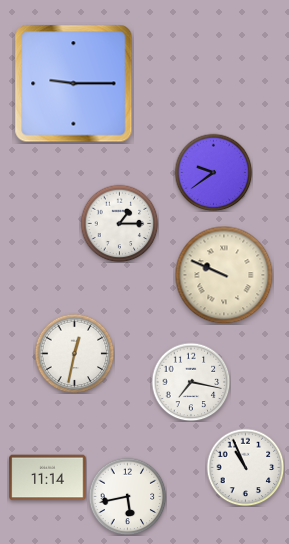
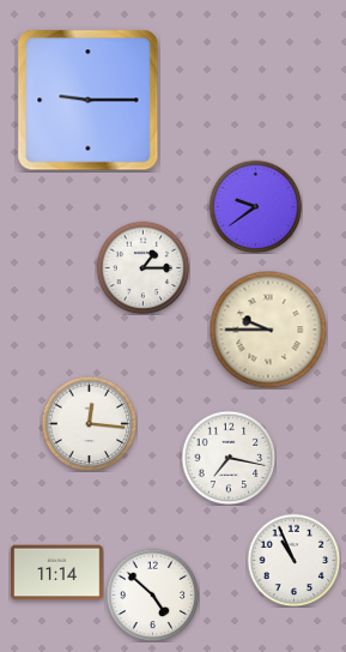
clock at (224, 275): 9:49 -> 9:45
clock at (74, 353): 12:32 -> 12:16
clock at (127, 496): 5:43 -> 4:52
